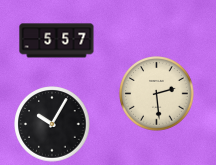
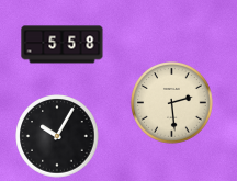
clock at (57, 41): 5:57 -> 5:58
